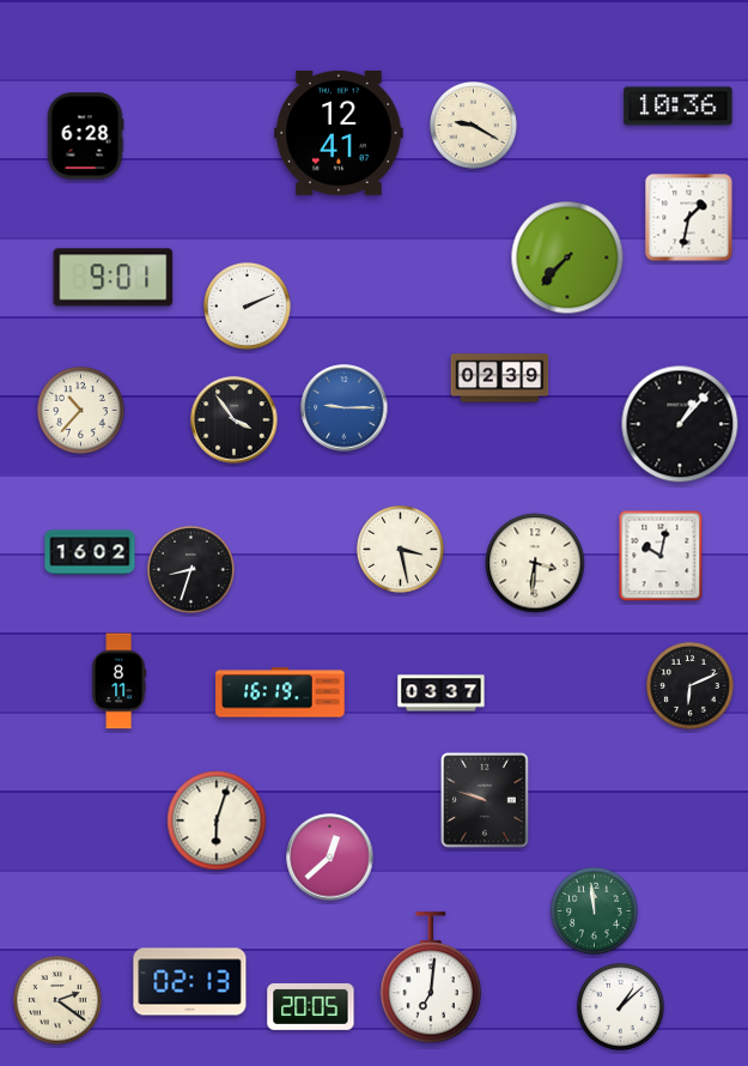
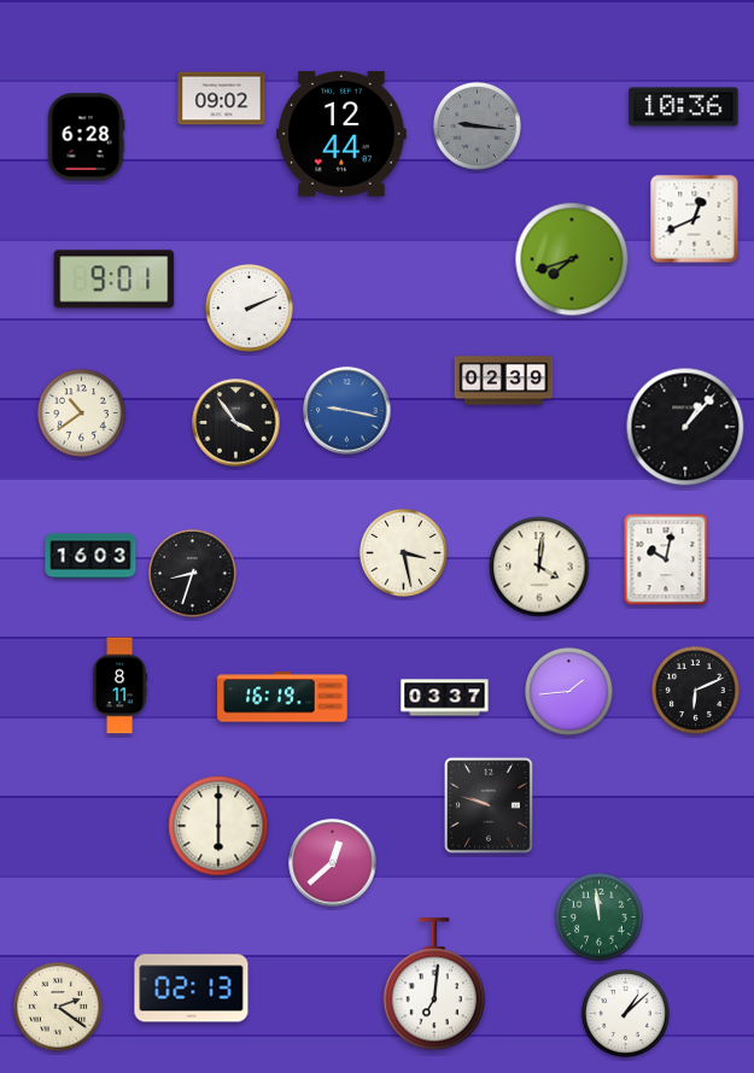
clock at (222, 99): none -> 09:02
clock at (474, 126): 9:20 -> 9:16
clock at (474, 126) dial: cream -> grey
clock at (339, 133): 12:41 -> 12:44
clock at (689, 218): 1:32 -> 12:41
clock at (567, 258): 7:37 -> 7:42
clock at (345, 408): 9:15 -> 9:17
clock at (81, 411): 10:37 -> 10:39
clock at (90, 552): 16:02 -> 16:03
clock at (535, 563): 3:31 -> 4:01
clock at (569, 692): none -> 1:44
clock at (217, 820): 6:03 -> 6:00
clock at (311, 1006): 20:05 -> none
